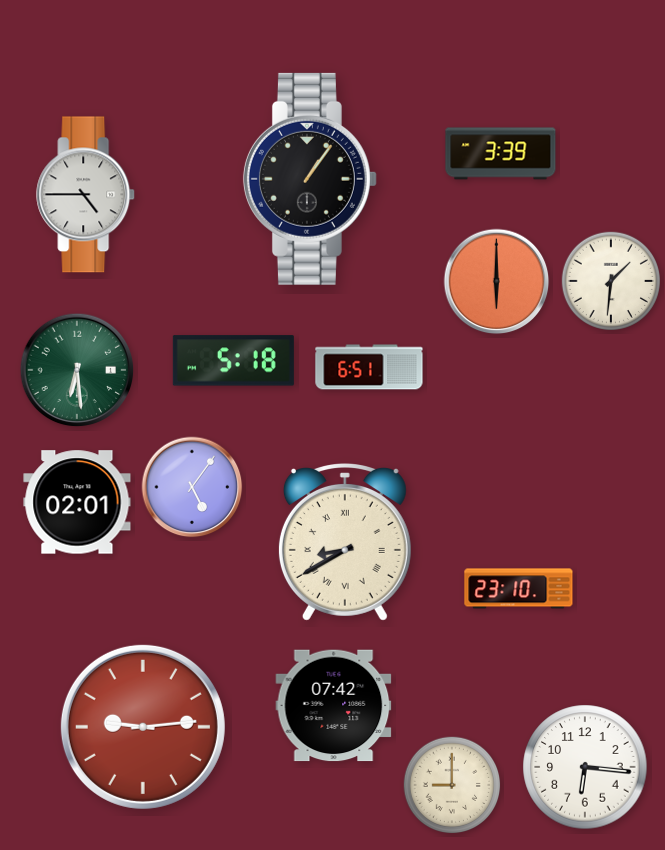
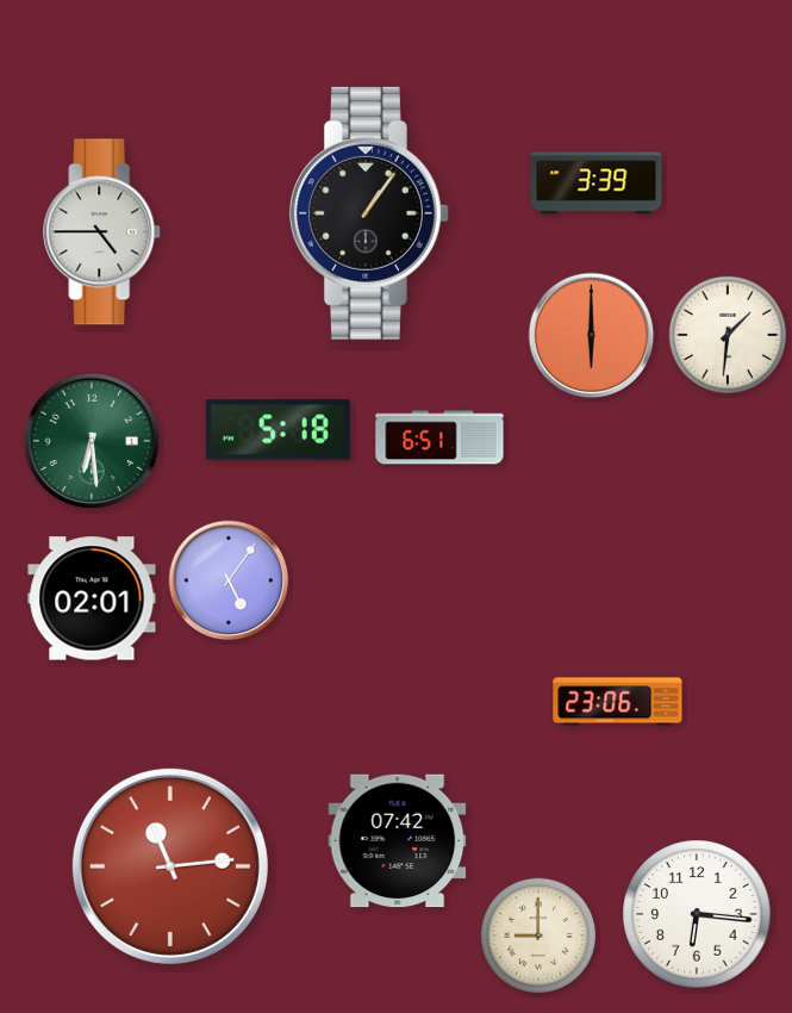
clock at (345, 543): 8:40 -> none
clock at (519, 589): 23:10 -> 23:06
clock at (143, 727): 9:14 -> 11:14
